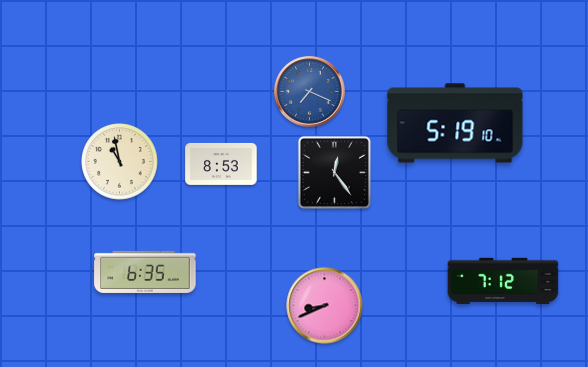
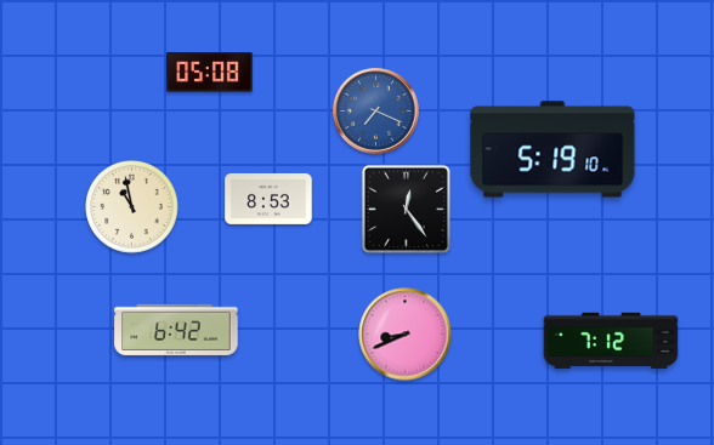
clock at (210, 73): none -> 05:08
clock at (120, 162) position: (120, 162) -> (132, 207)
clock at (145, 272): 6:35 -> 6:42
clock at (325, 306) position: (325, 306) -> (406, 335)
